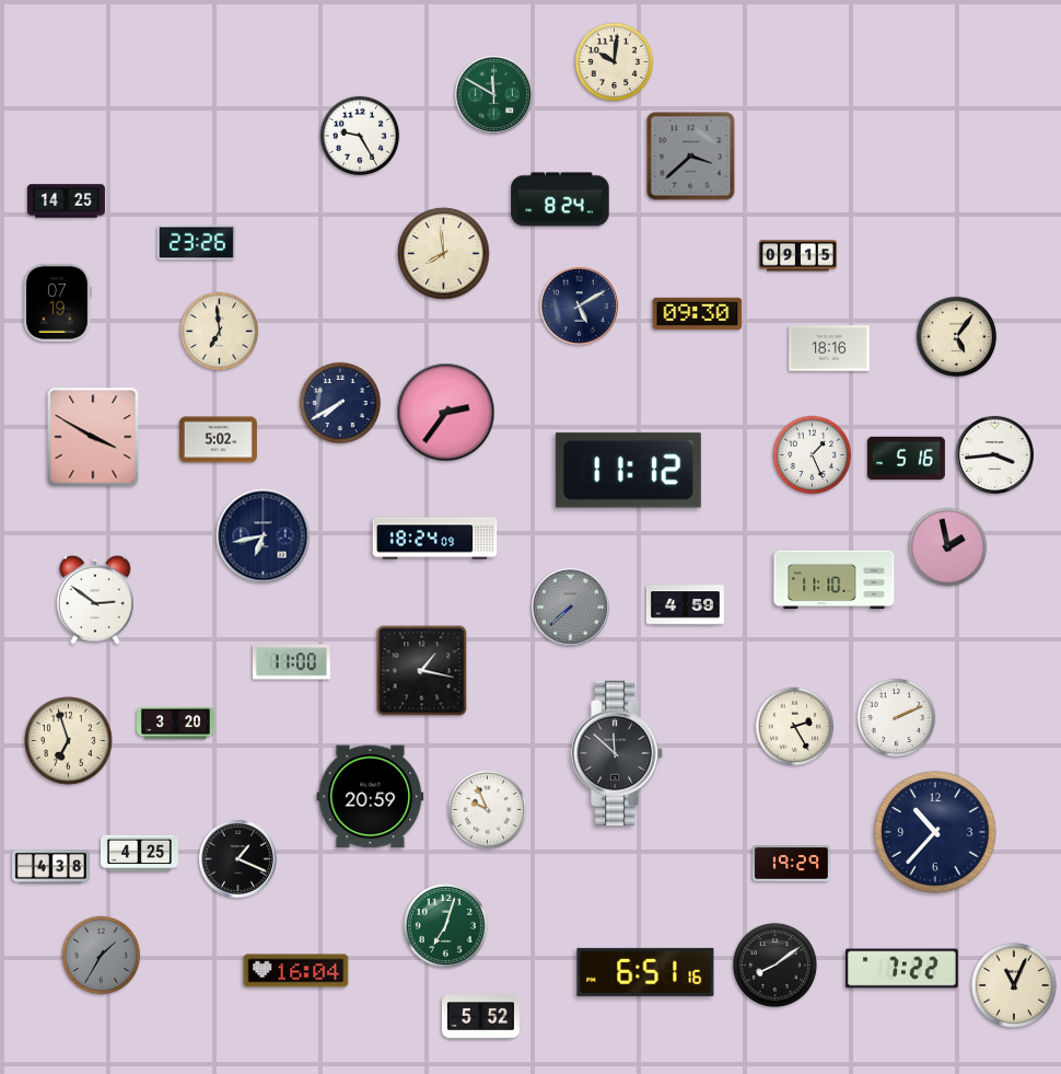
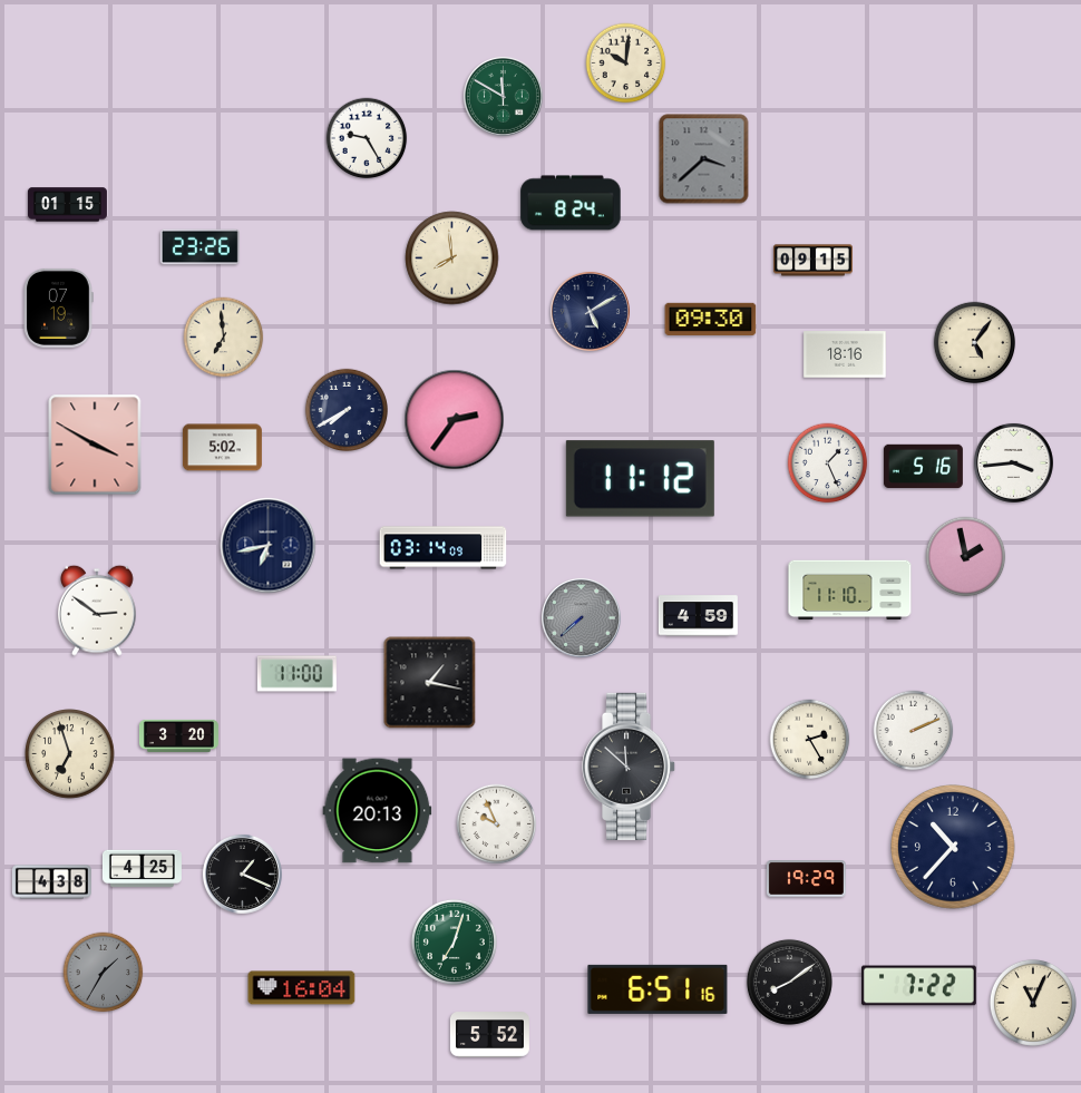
clock at (66, 201): 14:25 -> 01:15
clock at (435, 539): 18:24 -> 03:14
clock at (371, 797): 20:59 -> 20:13
